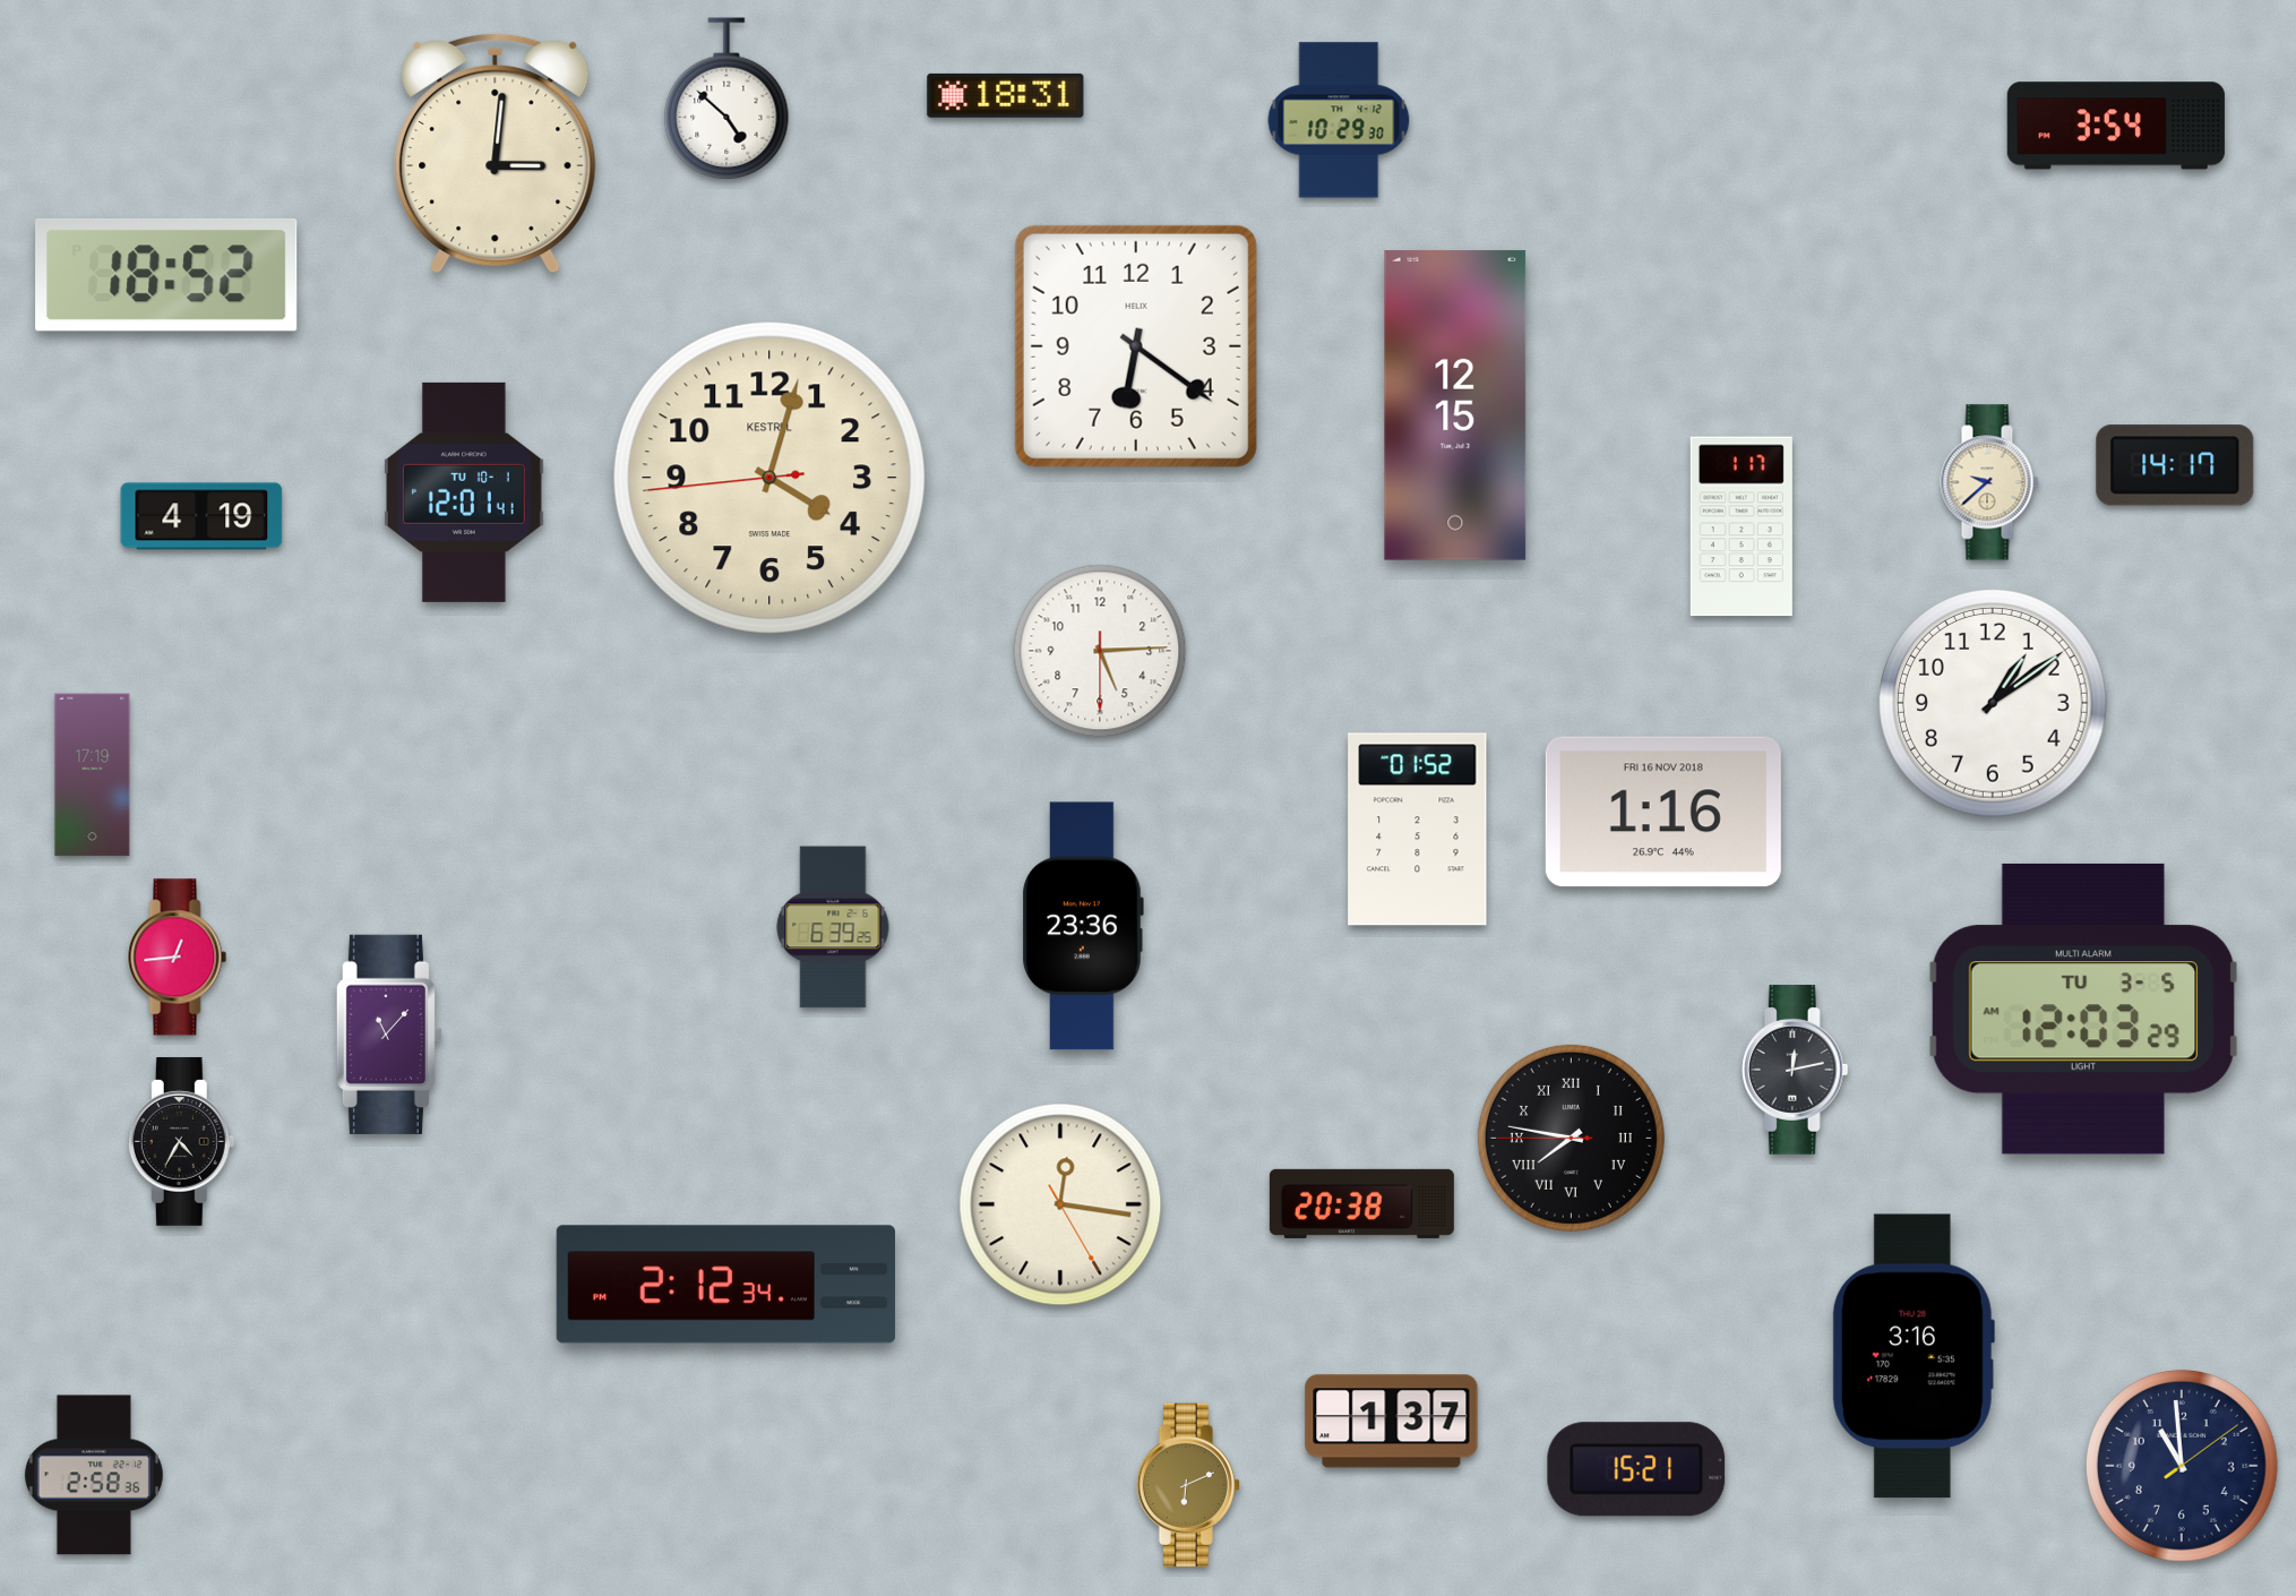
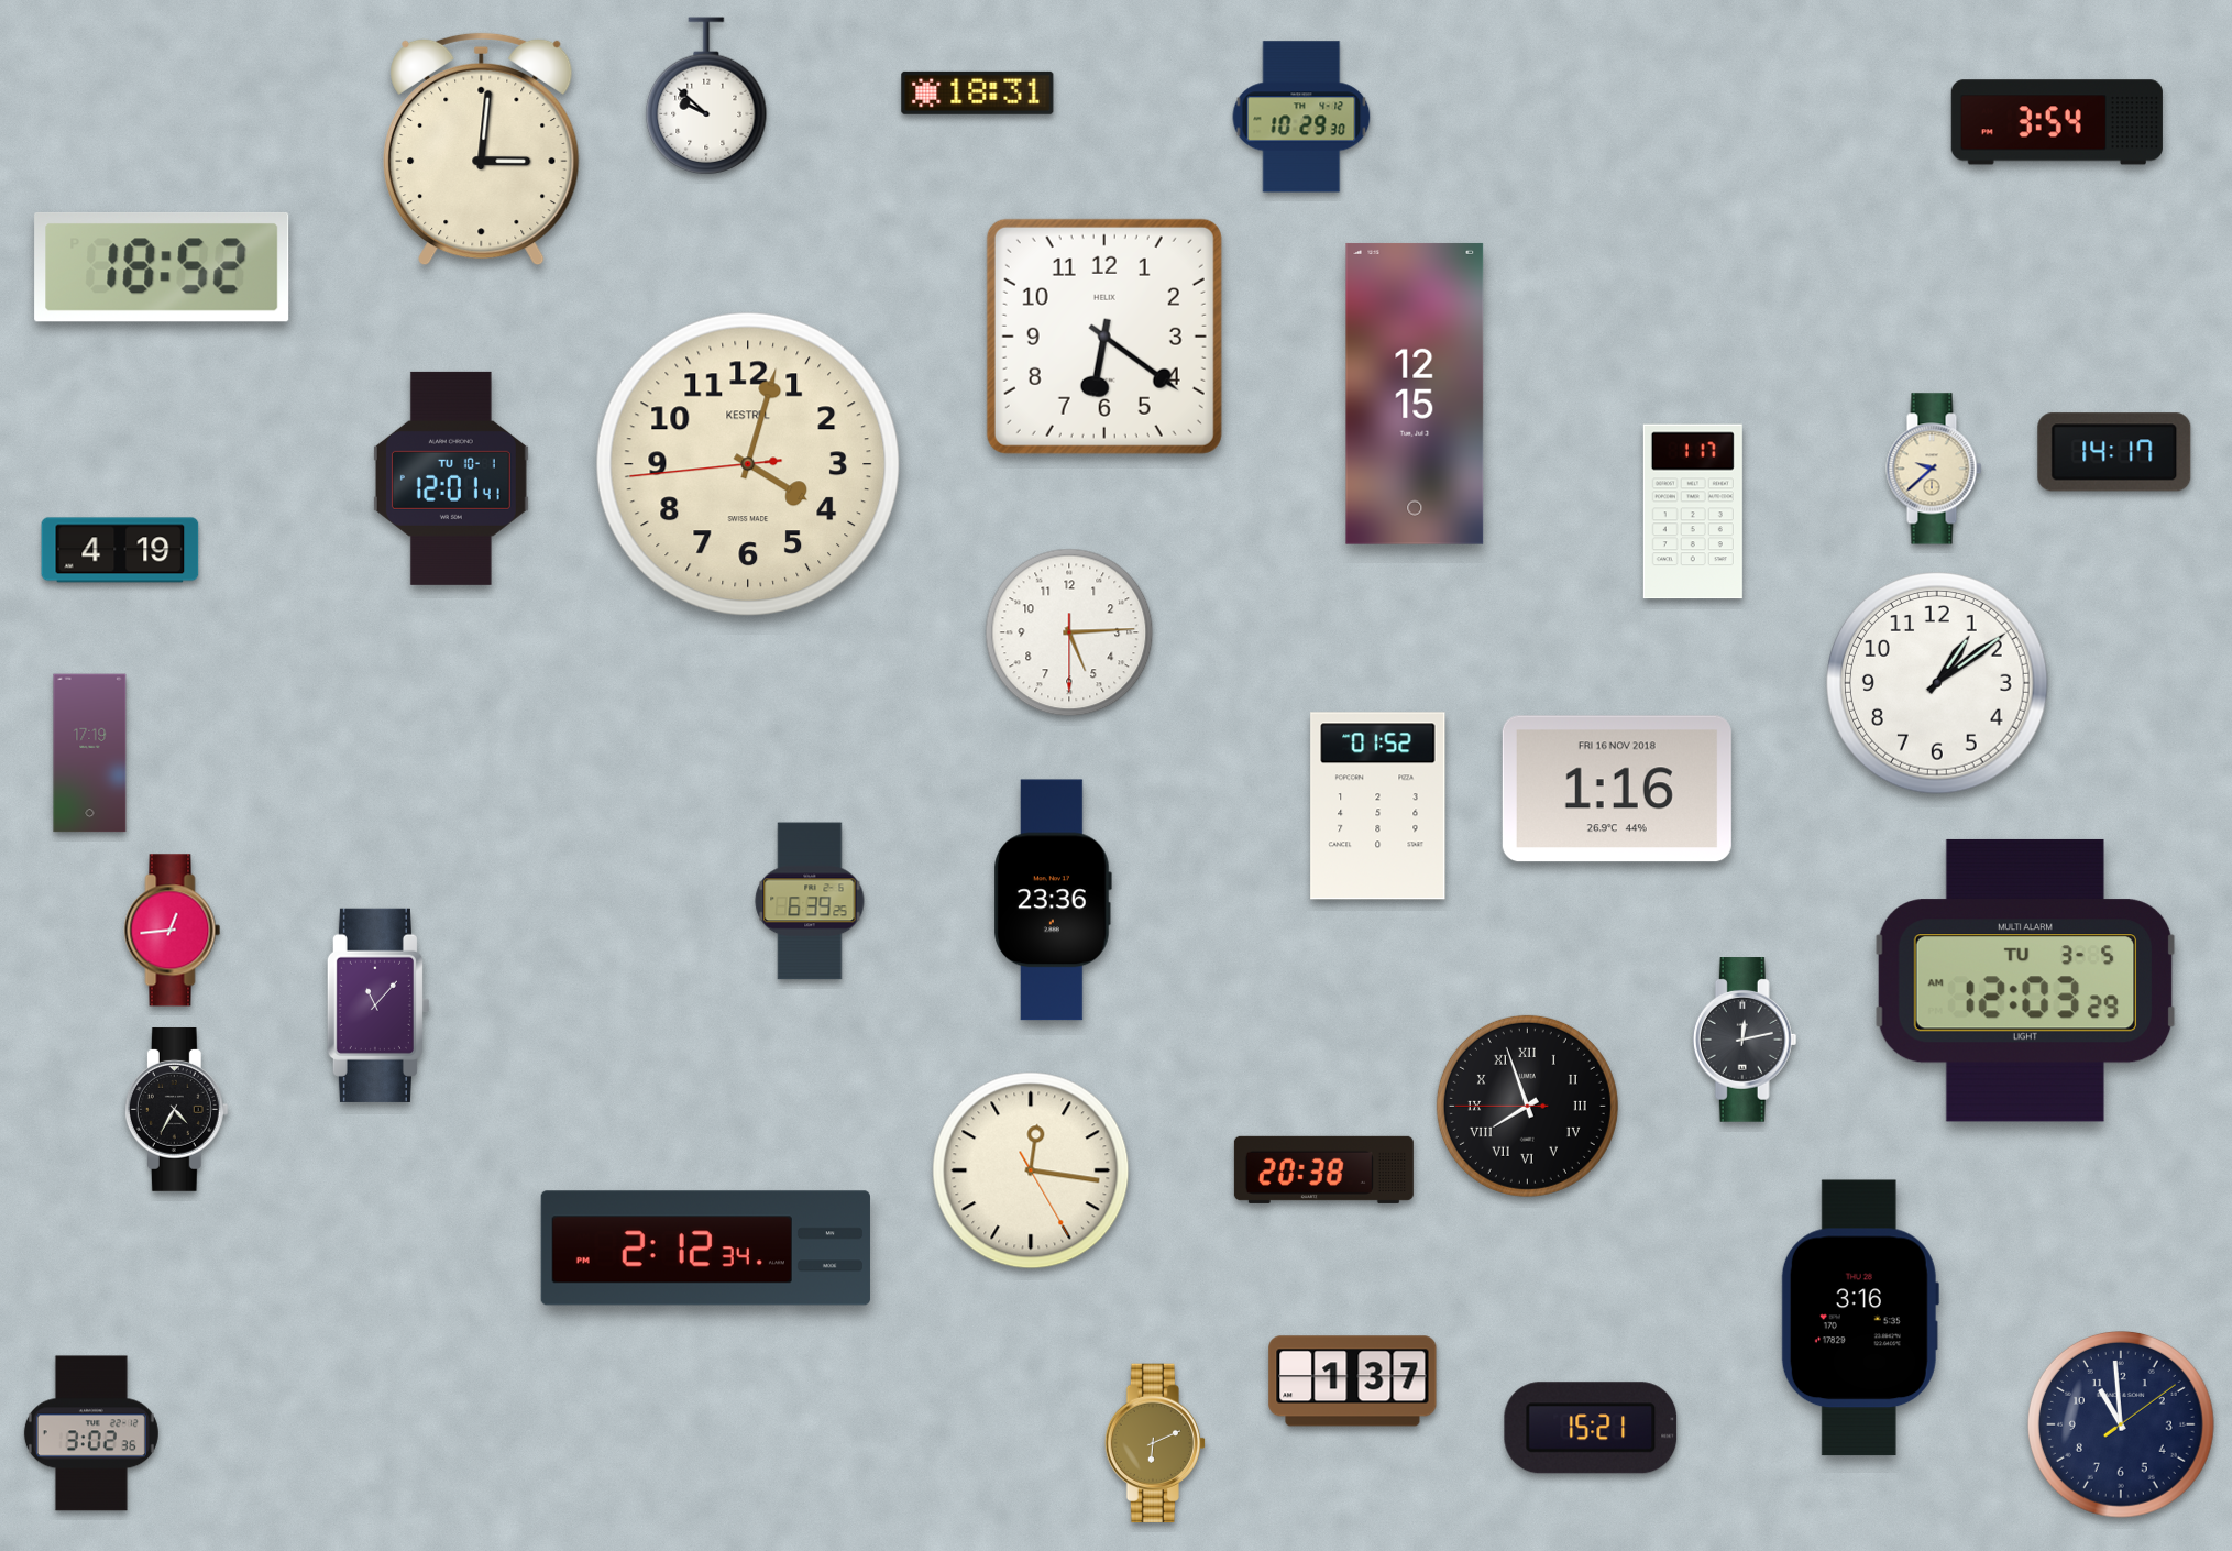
clock at (726, 98): 4:52 -> 9:52
clock at (201, 516) position: (201, 516) -> (120, 550)
clock at (1571, 1138): 7:46 -> 7:56
clock at (94, 1475): 2:58 -> 3:02
